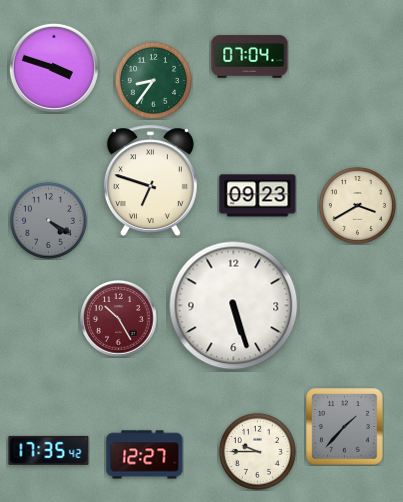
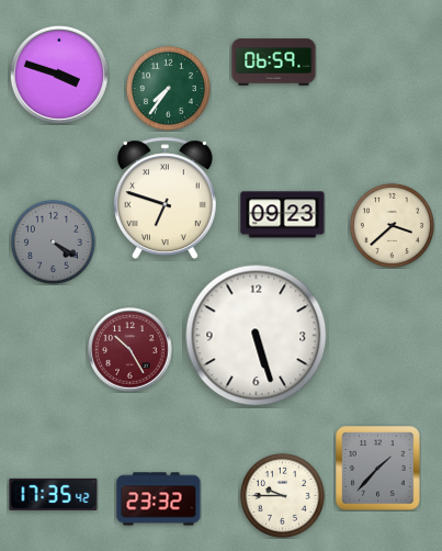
clock at (250, 57): 07:04 -> 06:59
clock at (153, 80): 8:36 -> 7:36
clock at (357, 205): 3:40 -> 3:38
clock at (145, 455): 12:27 -> 23:32
